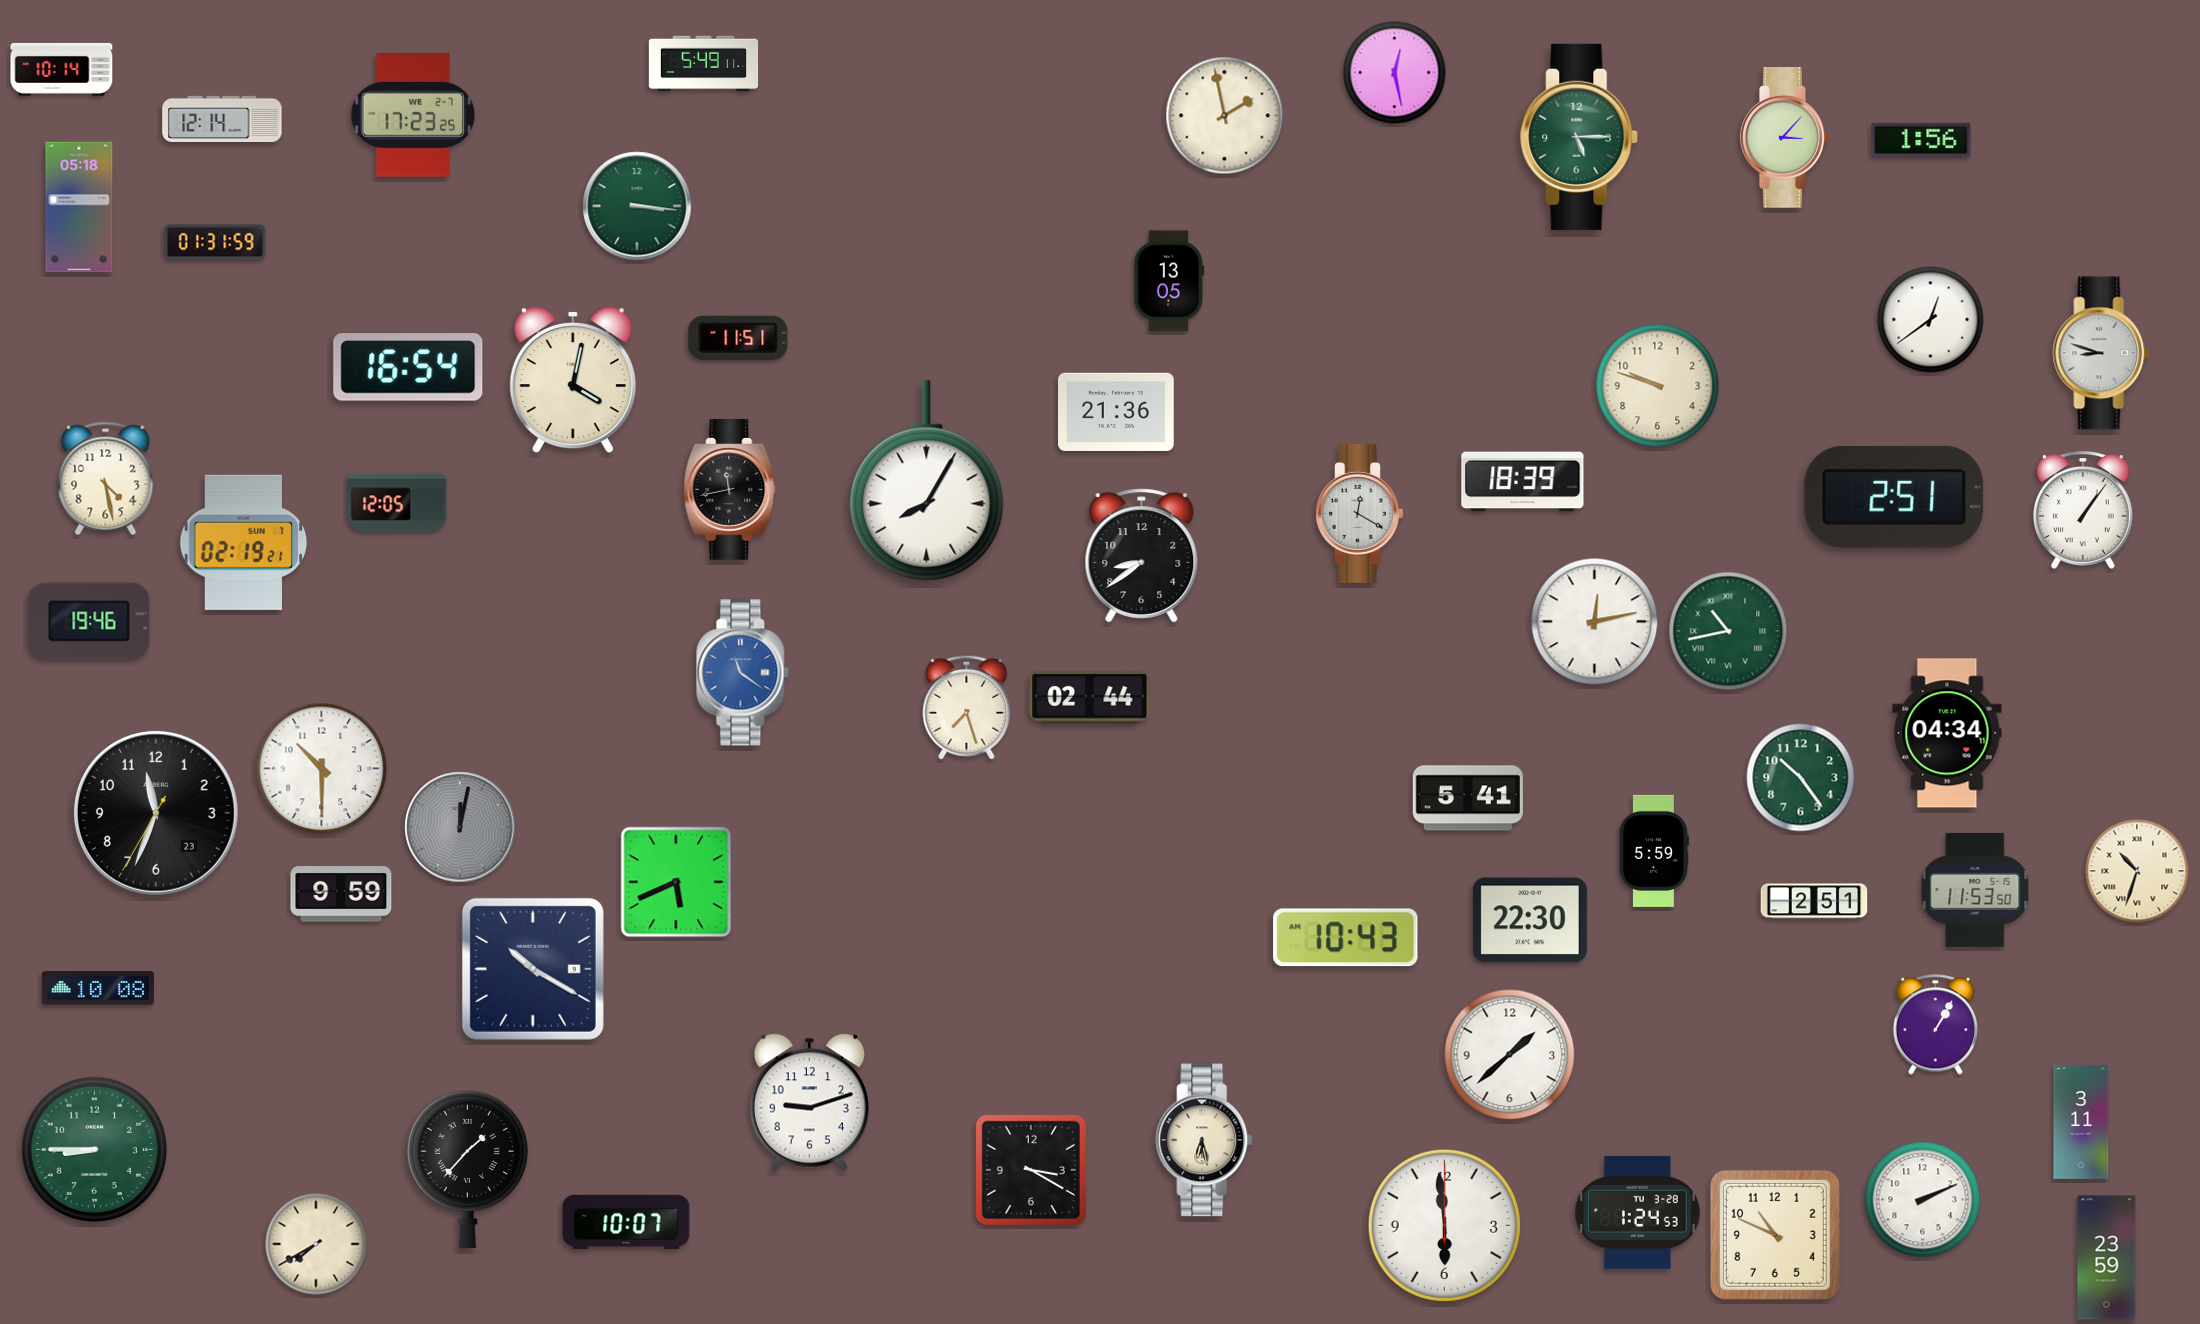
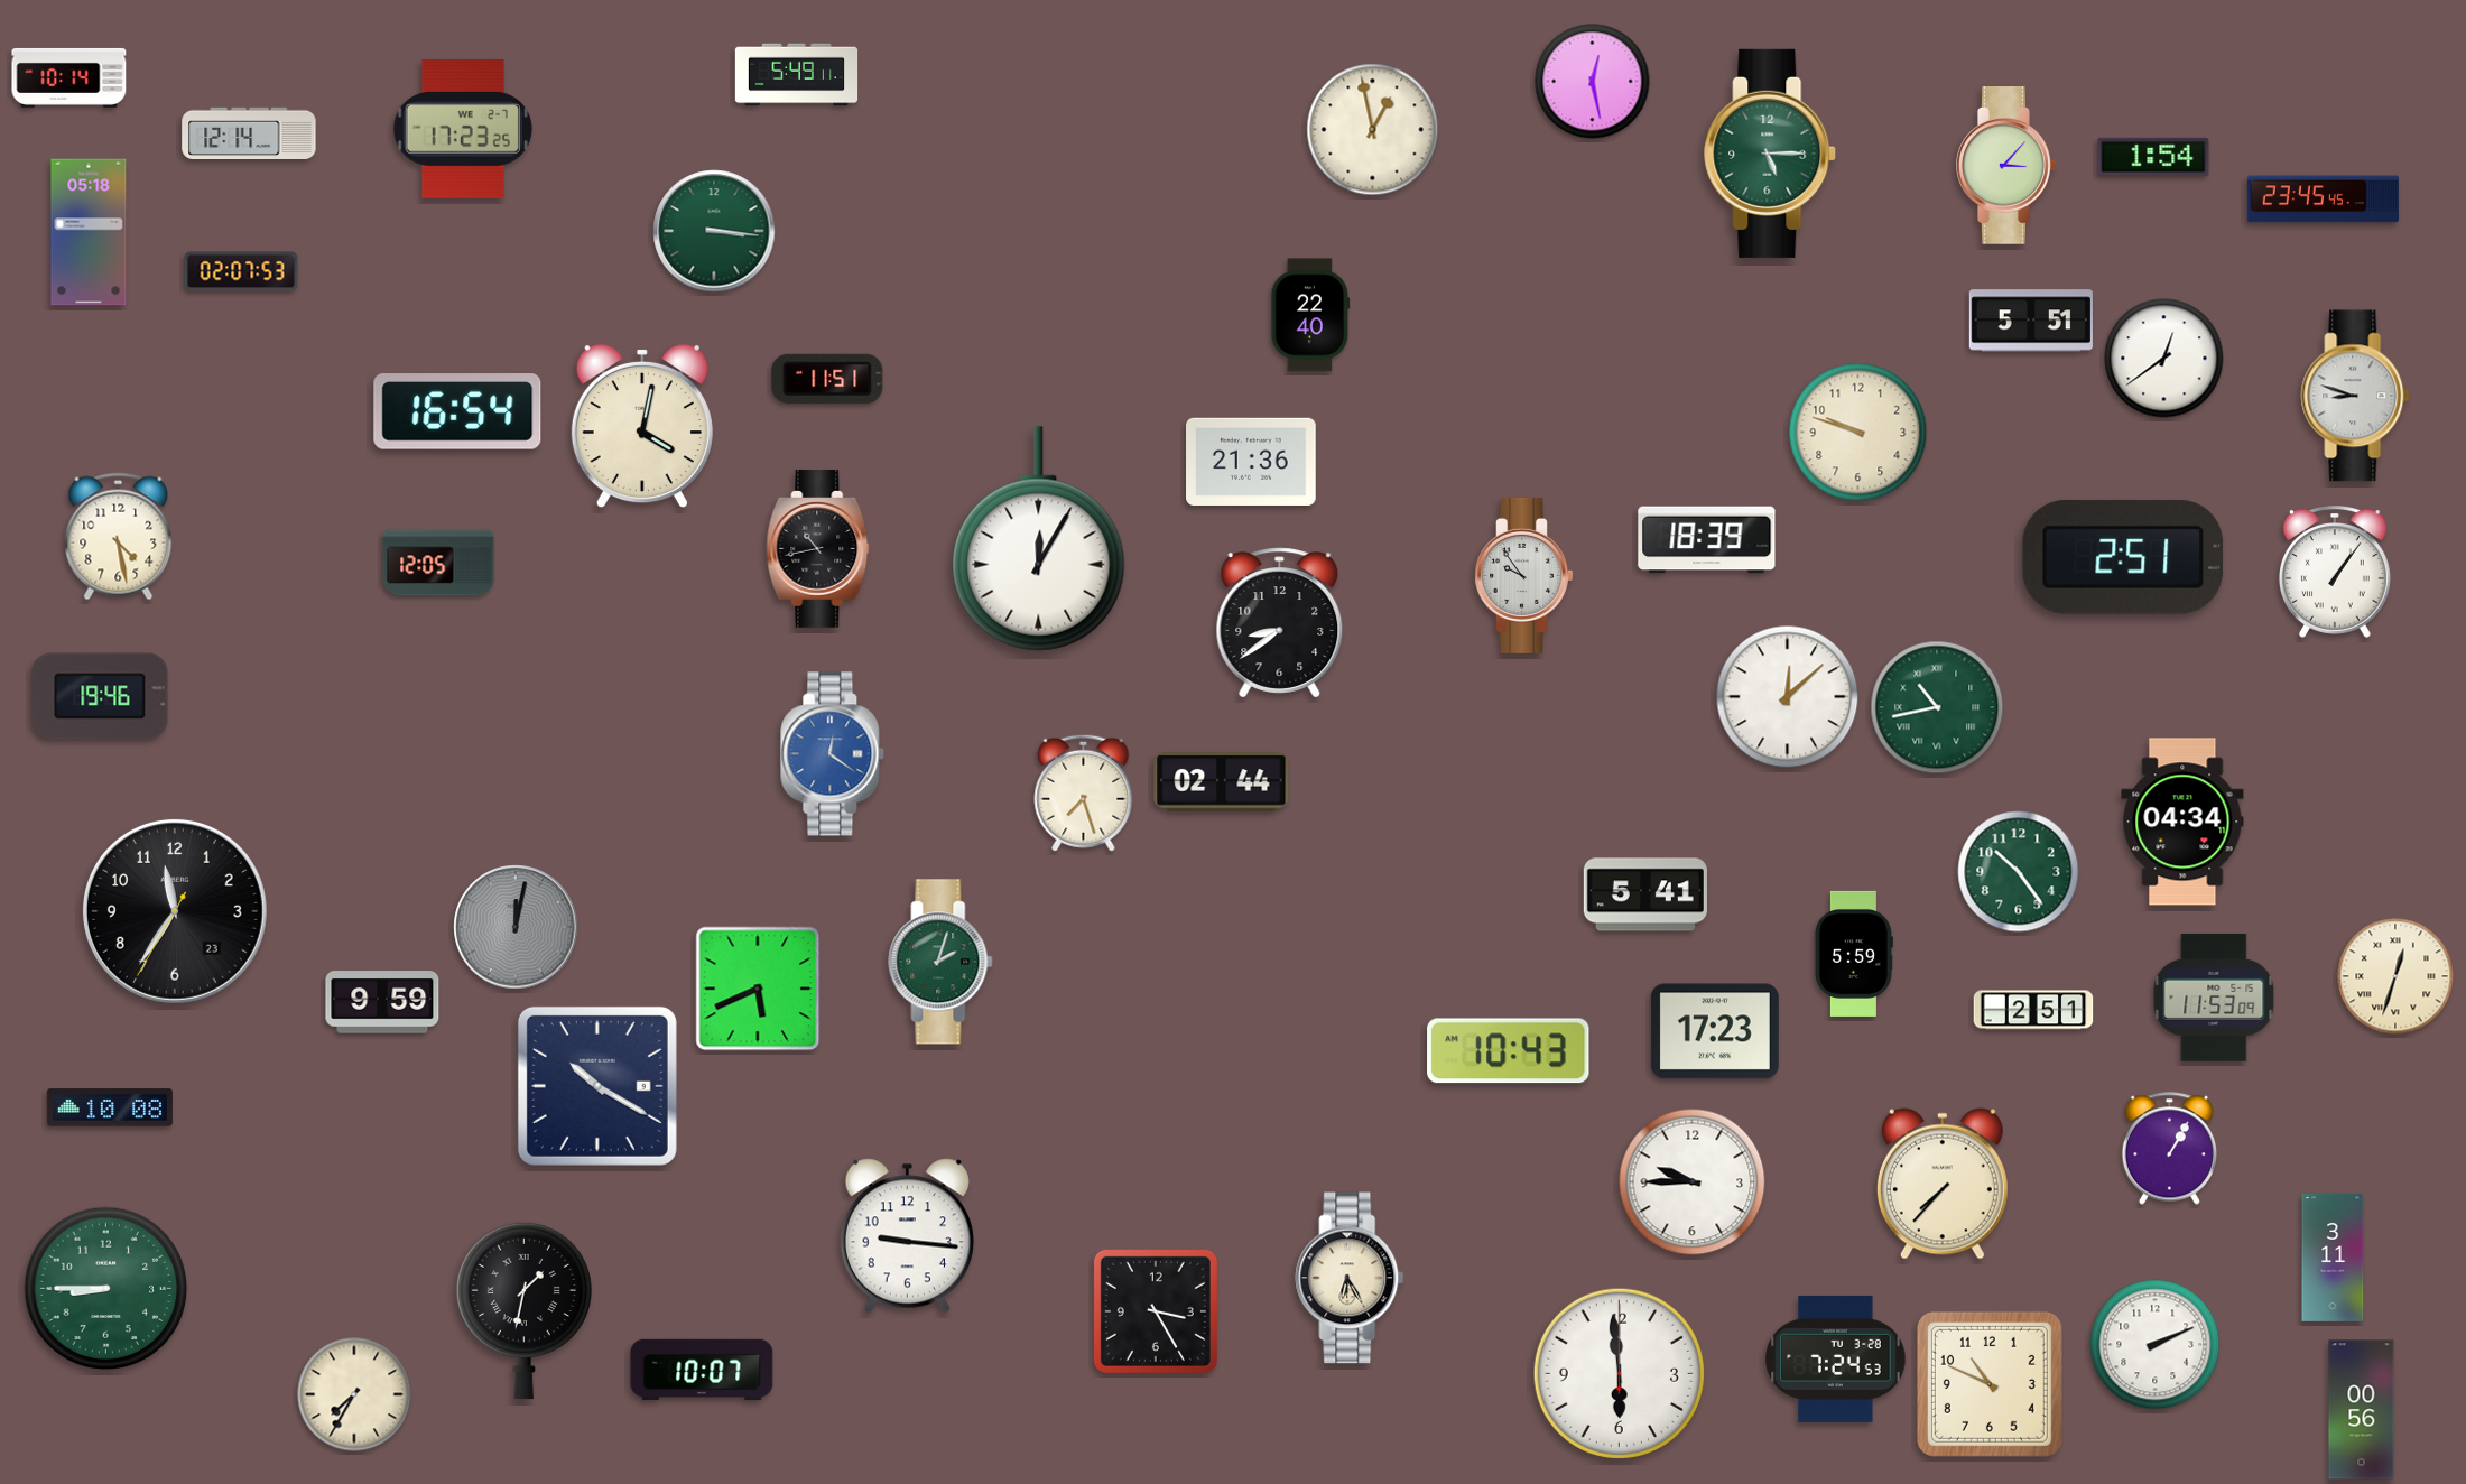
clock at (704, 64) position: (704, 64) -> (797, 75)
clock at (1395, 73) position: (1395, 73) -> (1593, 82)
clock at (1225, 116): 1:58 -> 12:58
clock at (1785, 138) position: (1785, 138) -> (2006, 166)
clock at (1921, 140): 1:56 -> 1:54
clock at (2323, 200): none -> 23:45
clock at (215, 242): 01:31 -> 02:07
clock at (1169, 281): 13:05 -> 22:40
clock at (2031, 321): none -> 5:51
clock at (927, 481): 8:05 -> 12:05
clock at (730, 490): 11:43 -> 10:43
clock at (397, 502) position: (397, 502) -> (438, 563)
clock at (1360, 513): 12:20 -> 9:54
clock at (244, 542): 02:19 -> none
clock at (1595, 622): 12:13 -> 12:08
clock at (743, 673): 11:21 -> 12:21
clock at (322, 769): 10:30 -> none
clock at (156, 813): 11:33 -> 11:35
clock at (940, 962): none -> 2:03
clock at (2137, 871): 10:33 -> 12:33
clock at (1975, 890): 11:53:50 -> 11:53:09
clock at (1530, 920): 22:30 -> 17:23
clock at (1510, 1055): 1:38 -> 9:45
clock at (1943, 1184): none -> 7:37
clock at (809, 1103): 9:12 -> 9:16
clock at (1204, 1140): 6:28 -> 6:25
clock at (467, 1169): 1:37 -> 1:32
clock at (1031, 1170): 3:20 -> 3:25
clock at (1638, 1212): 1:24 -> 7:24
clock at (316, 1244): 7:40 -> 7:35
clock at (2107, 1258): 23:59 -> 00:56
